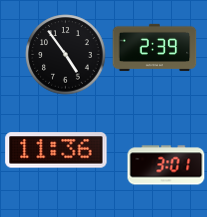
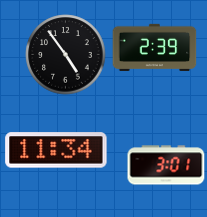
clock at (56, 150): 11:36 -> 11:34
